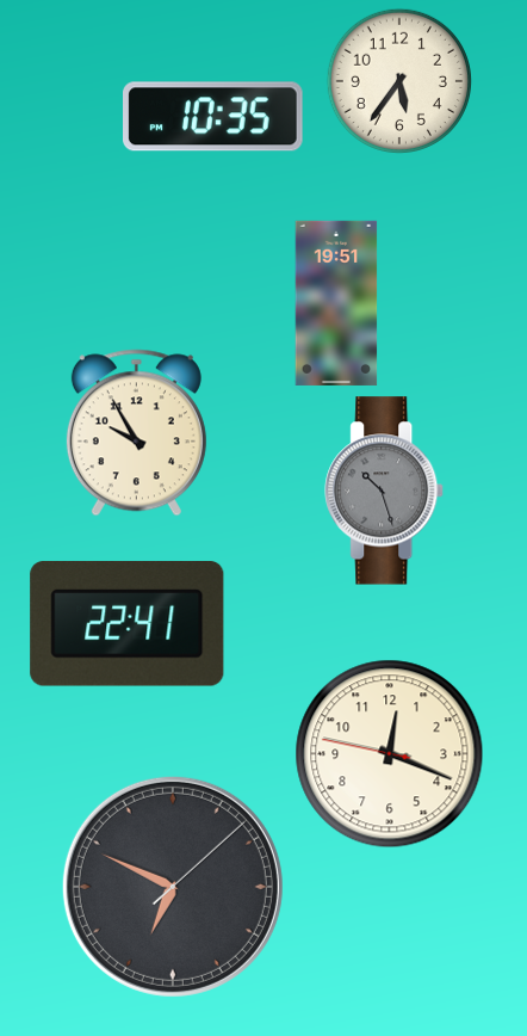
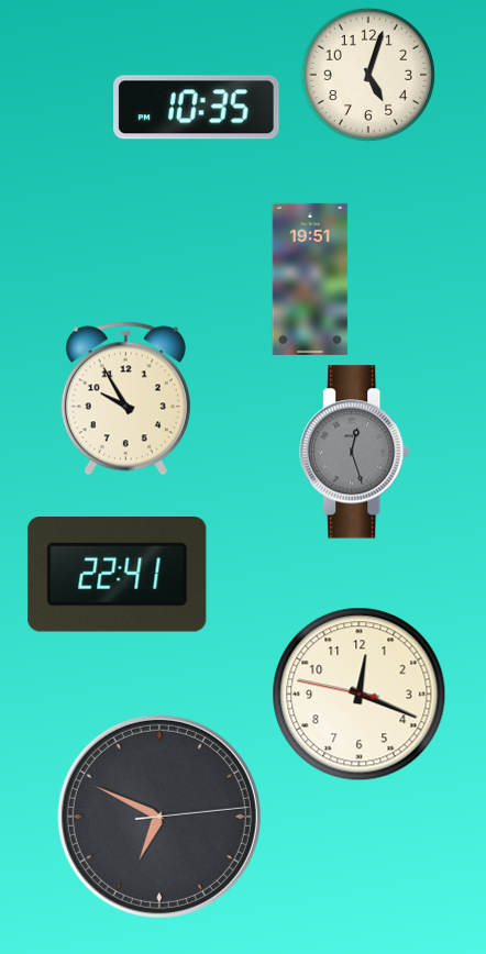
clock at (399, 81): 5:36 -> 5:03
clock at (385, 491): 10:27 -> 12:27
clock at (173, 887): 6:49:08 -> 6:49:14
